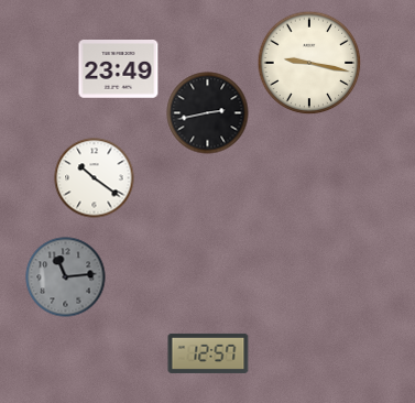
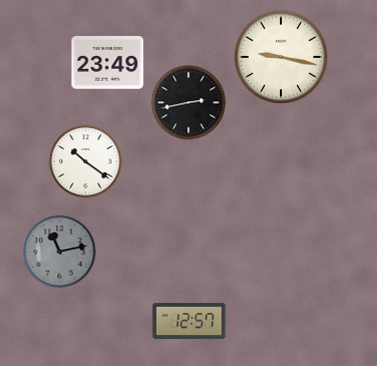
clock at (66, 277): 11:14 -> 11:13
